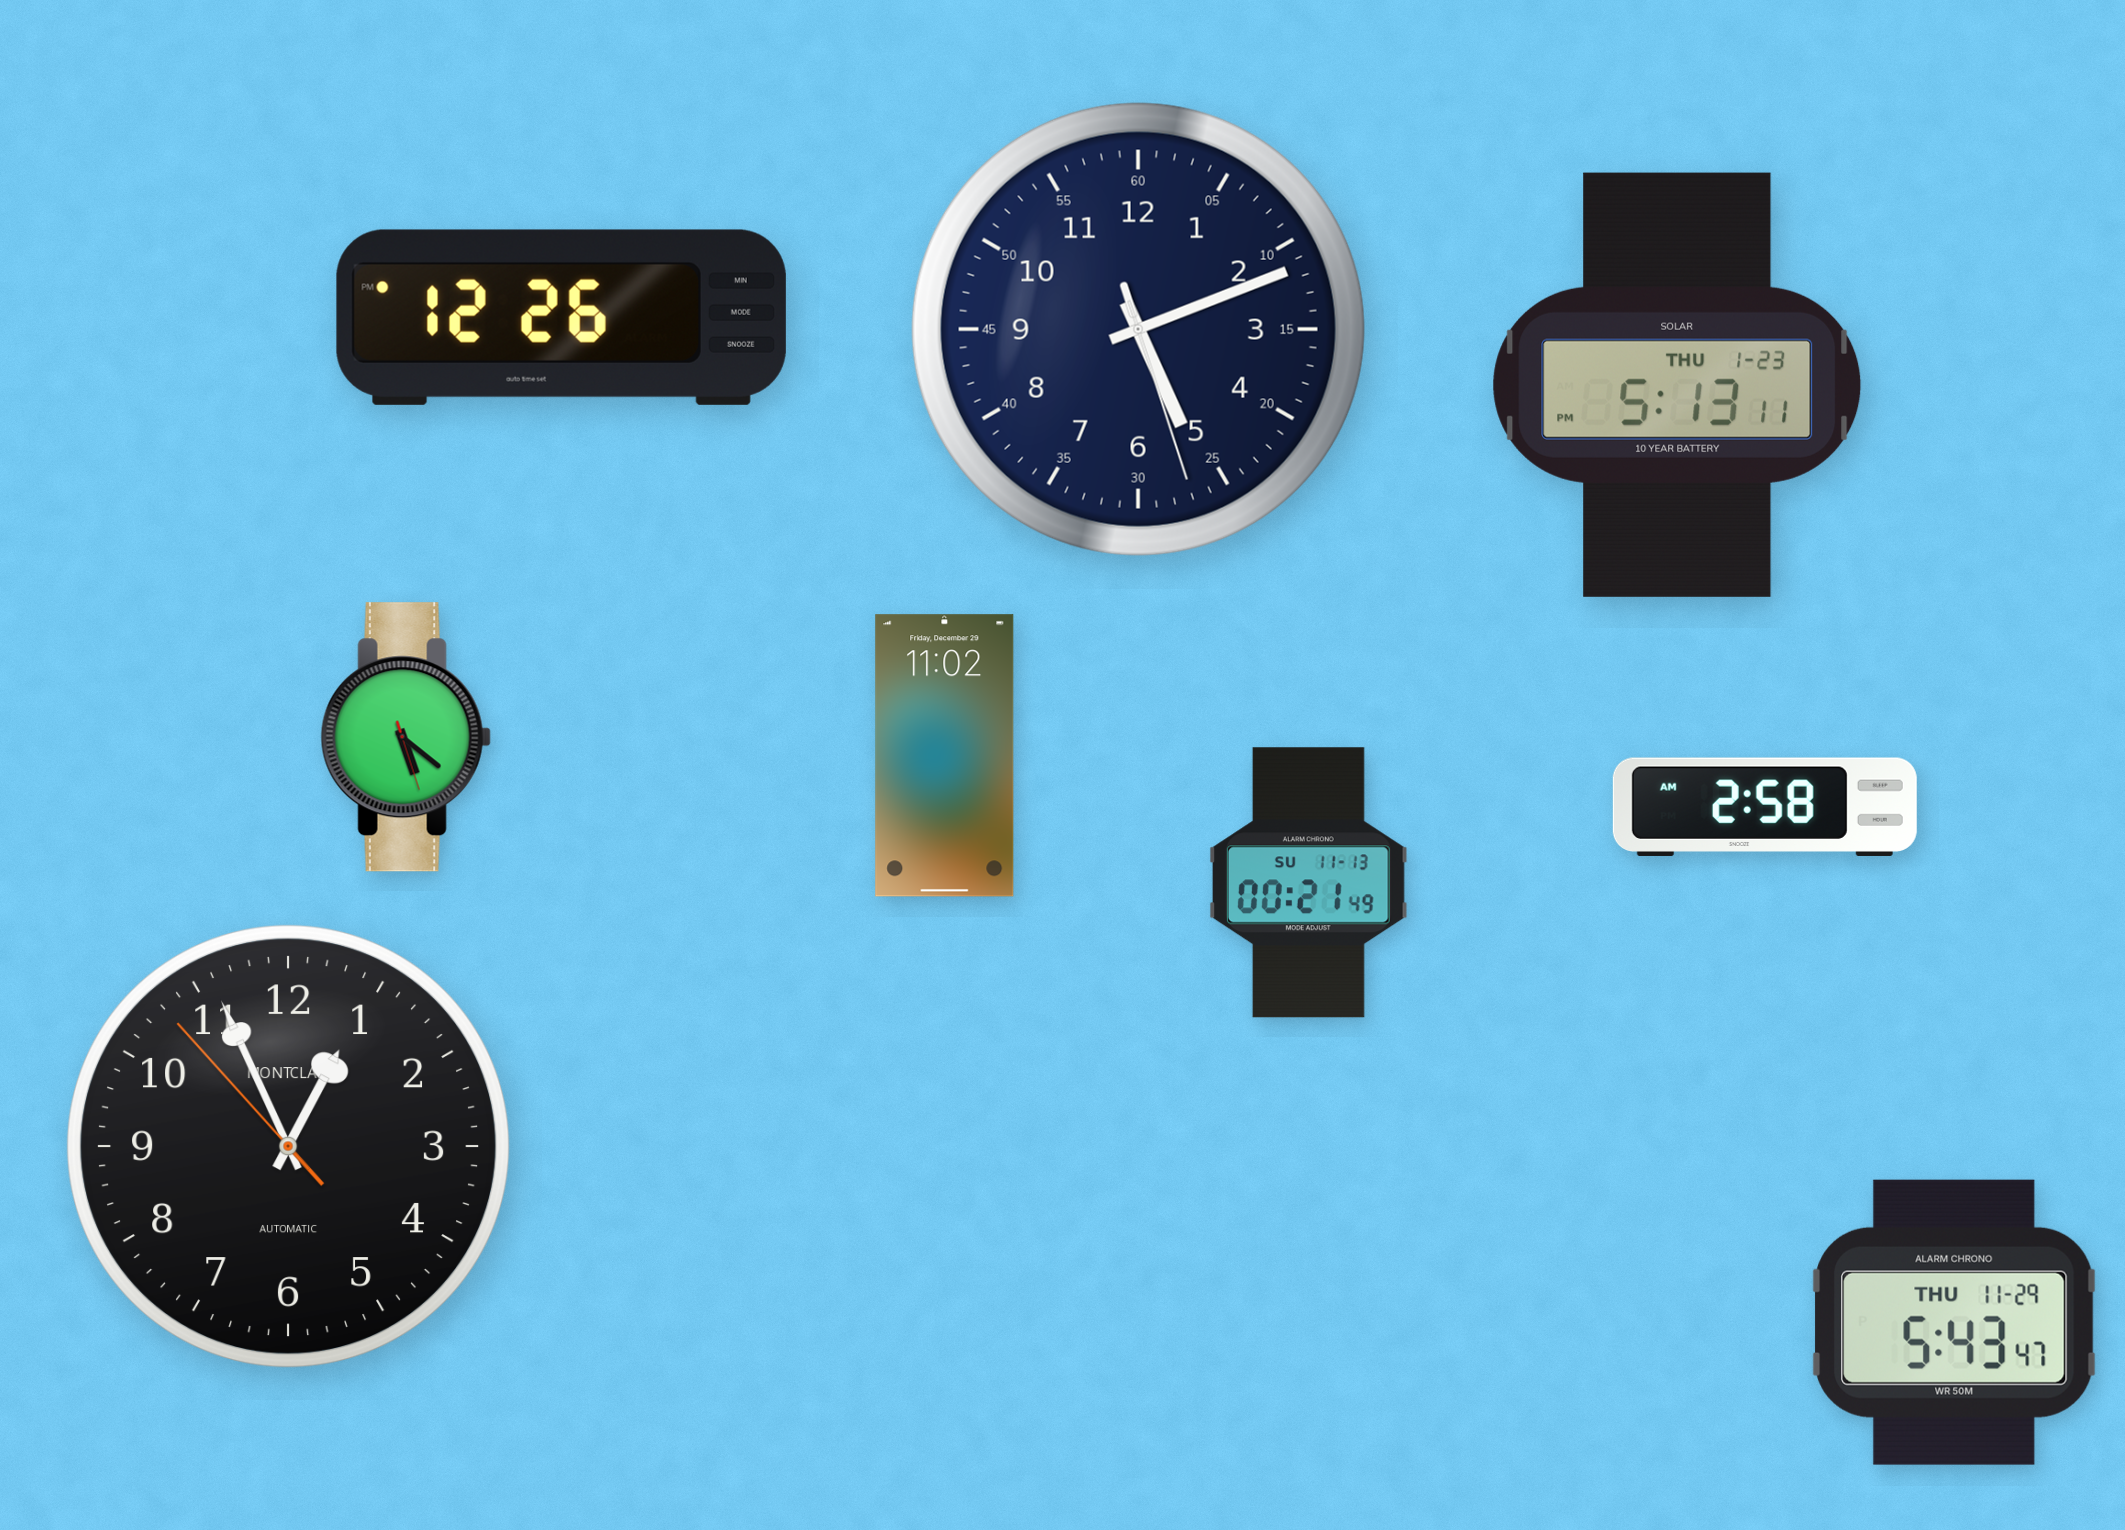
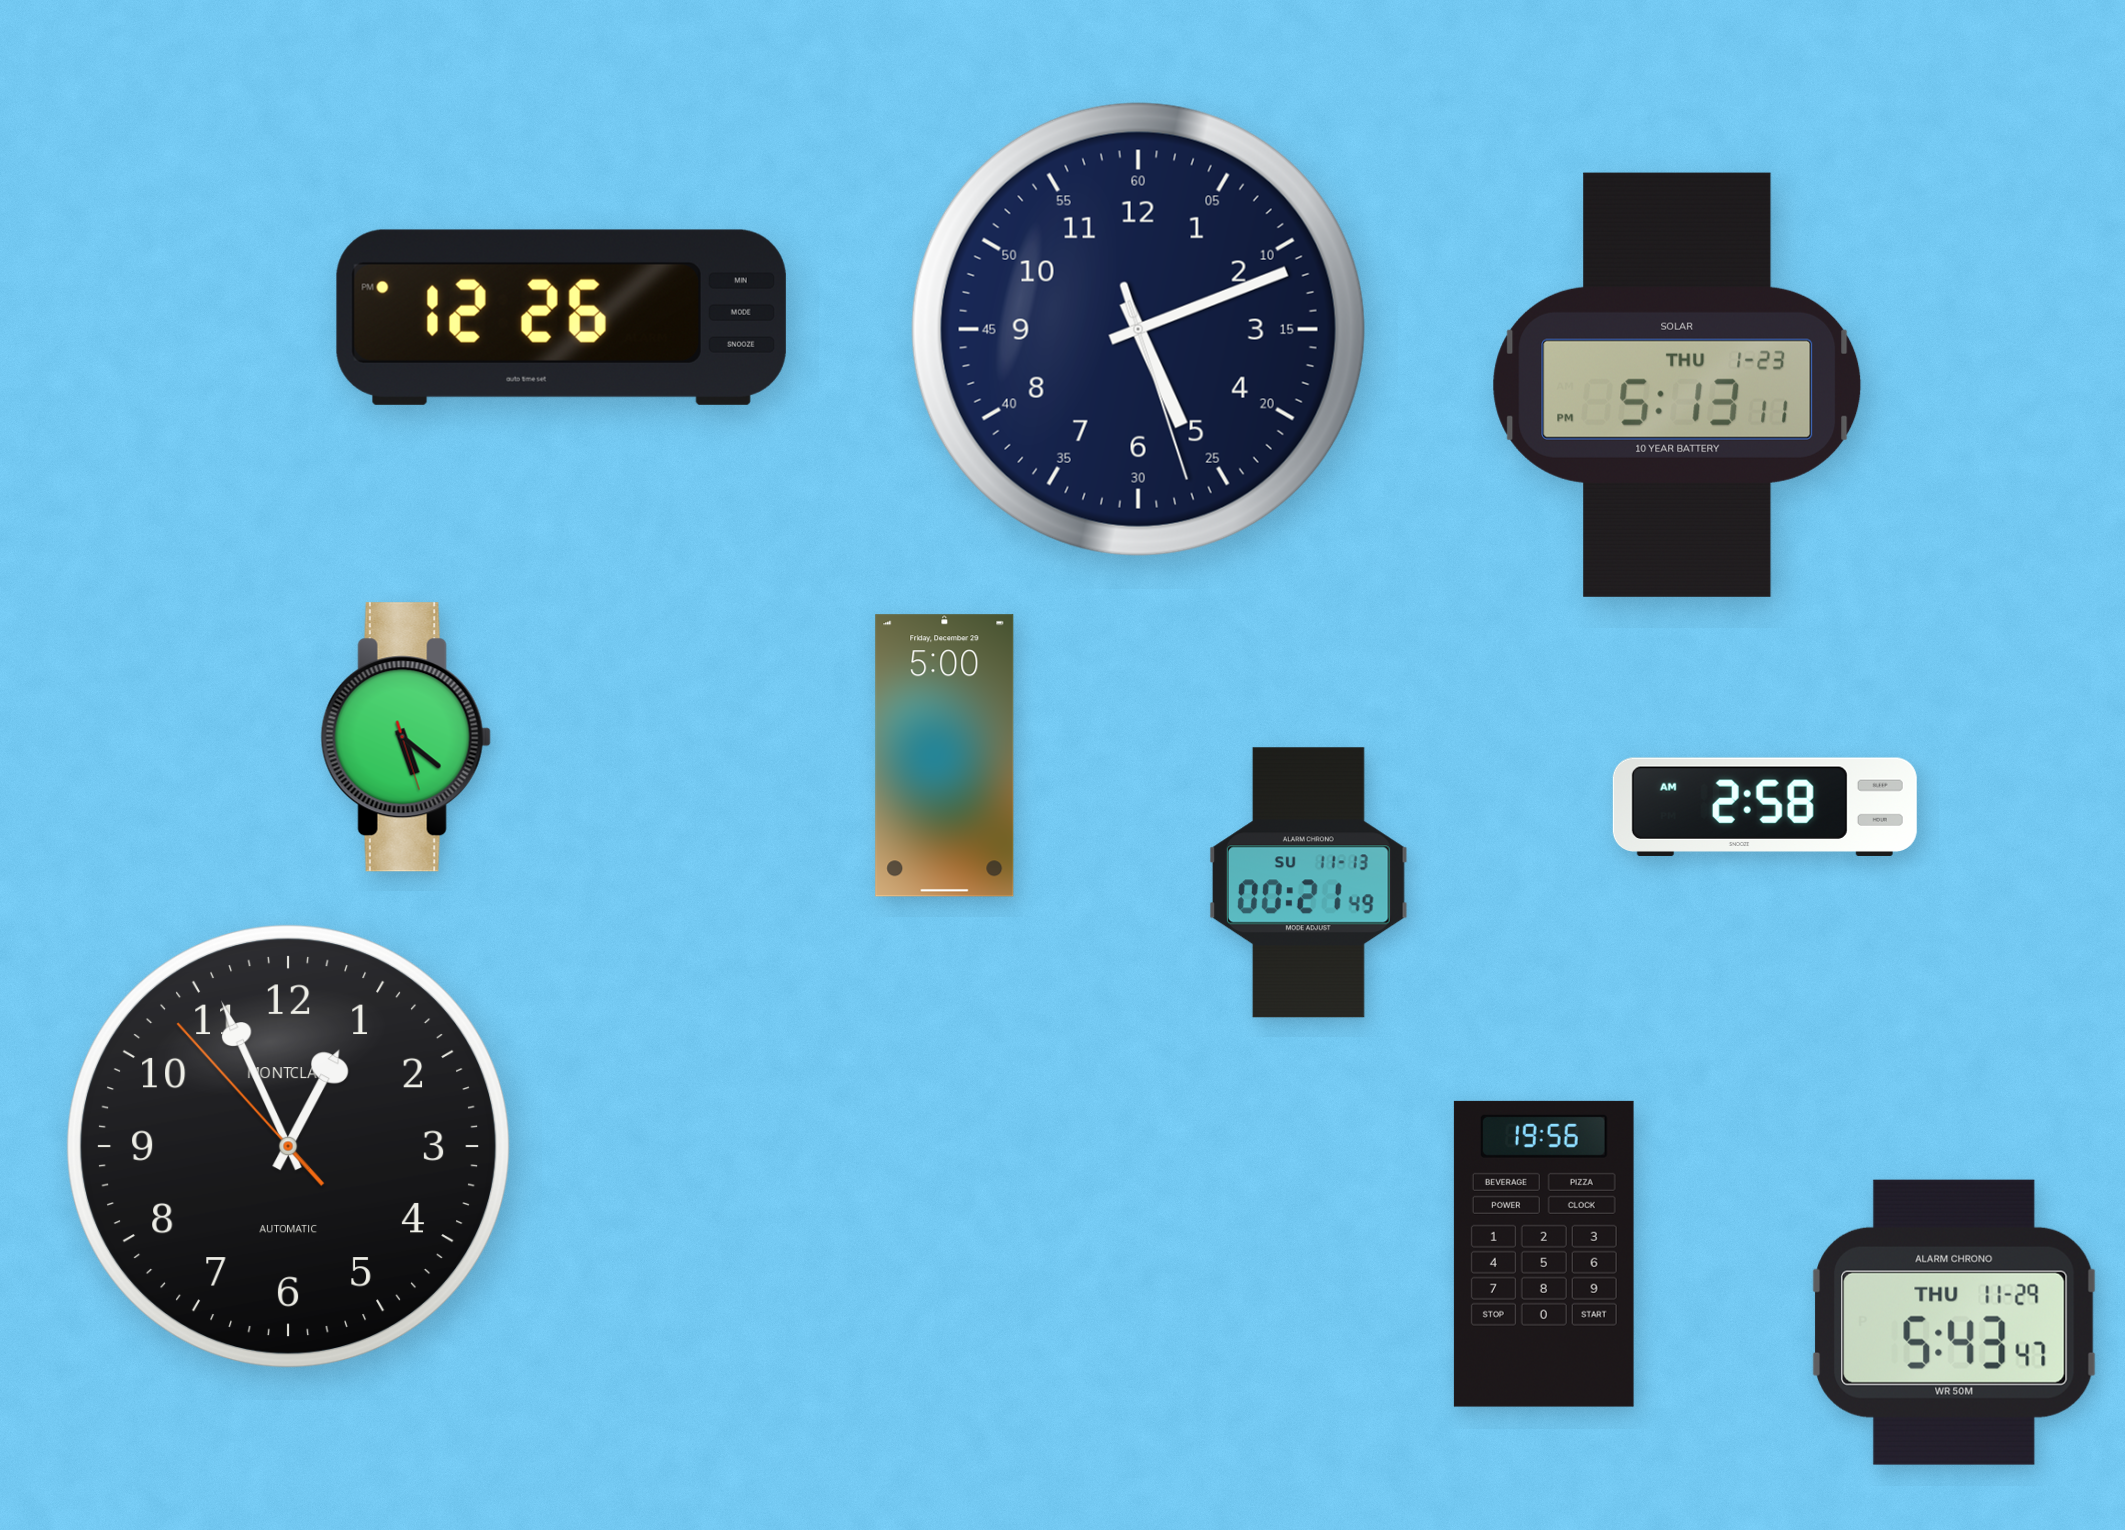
clock at (945, 756): 11:02 -> 5:00
clock at (1544, 1254): none -> 19:56
